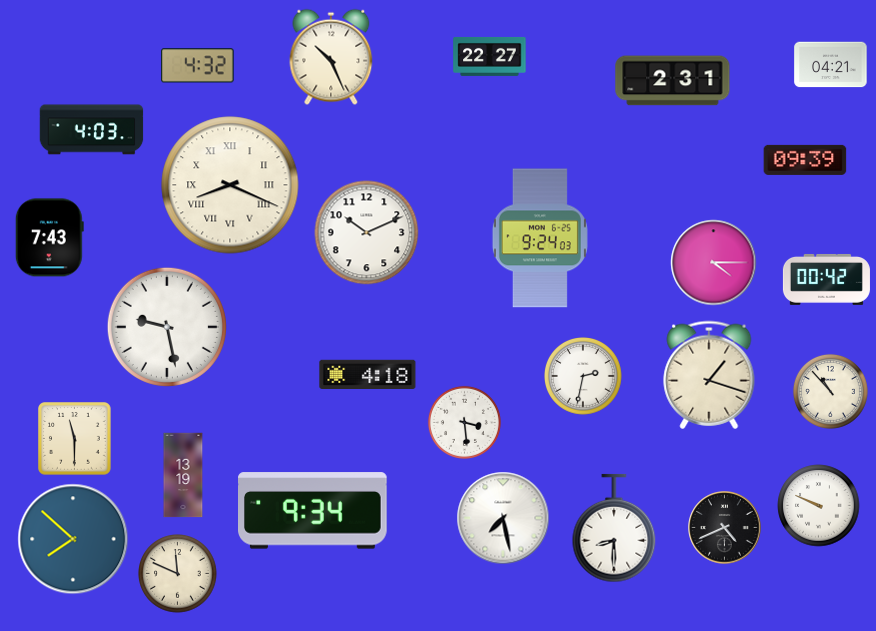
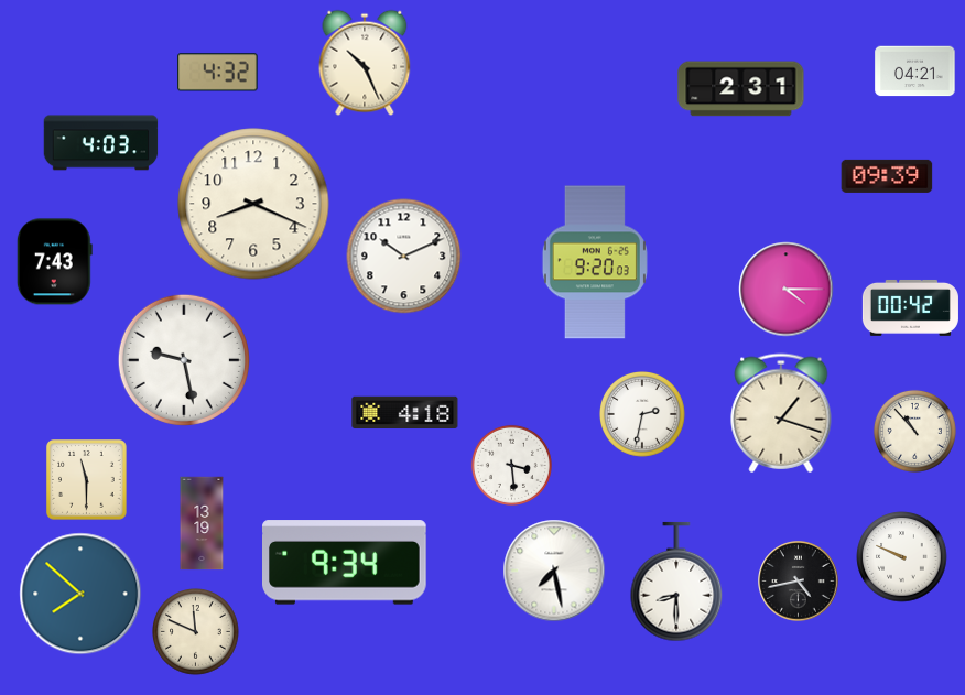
clock at (490, 56): 22:27 -> none
clock at (230, 185) numerals: Roman -> Arabic
clock at (540, 238): 9:24 -> 9:20
clock at (75, 439) position: (75, 439) -> (87, 480)
clock at (725, 528): 4:41 -> 4:43
